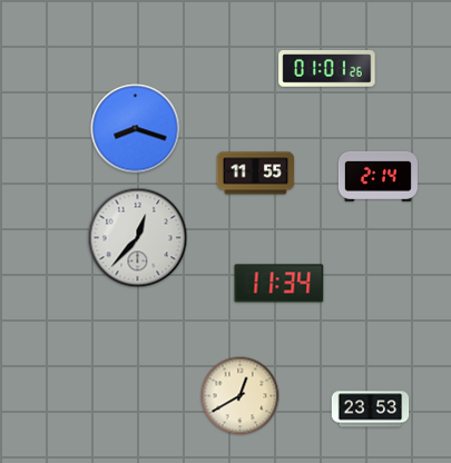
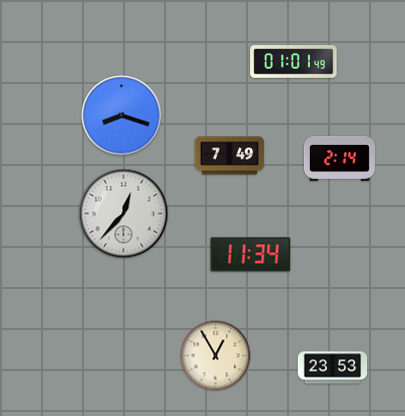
clock at (327, 69): 01:01:26 -> 01:01:49
clock at (256, 174): 11:55 -> 7:49
clock at (241, 396): 12:40 -> 12:55
